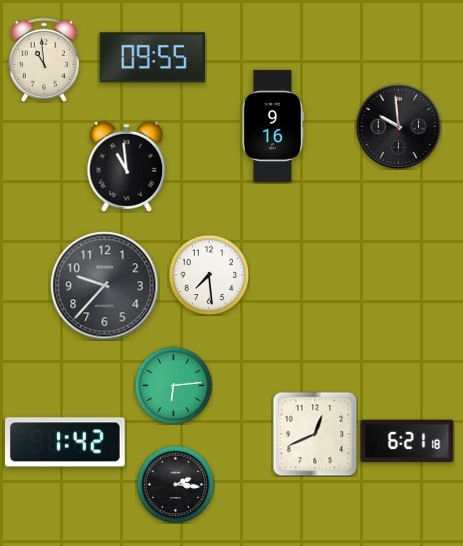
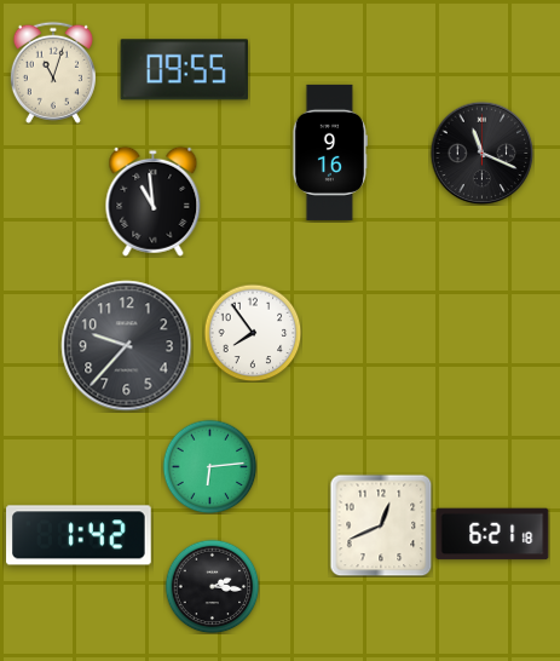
clock at (44, 60): 10:59 -> 11:03
clock at (398, 126): 9:59 -> 11:19
clock at (209, 275): 7:29 -> 7:54
